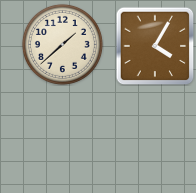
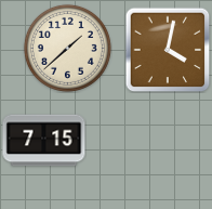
clock at (155, 46): 4:05 -> 4:02
clock at (44, 141): none -> 7:15
